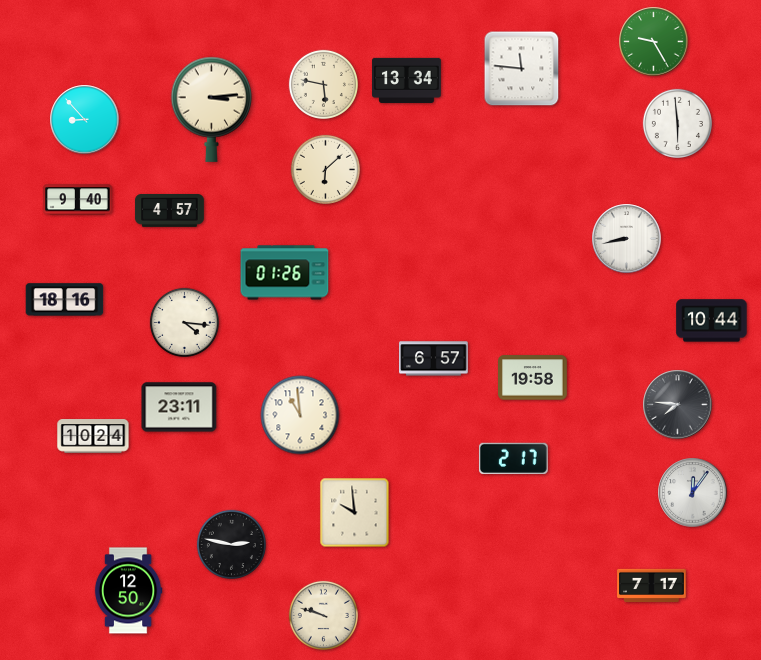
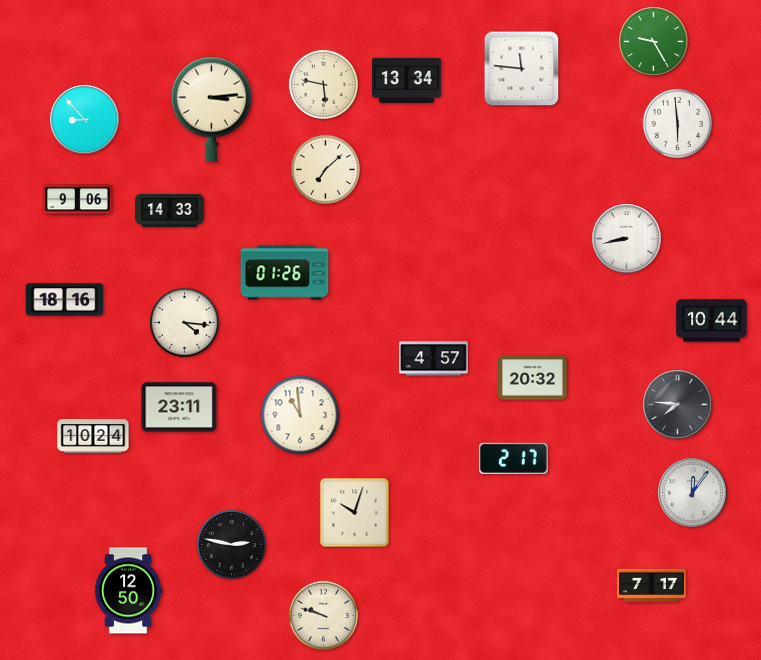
clock at (325, 169): 6:08 -> 7:08
clock at (78, 200): 9:40 -> 9:06
clock at (170, 211): 4:57 -> 14:33
clock at (434, 359): 6:57 -> 4:57
clock at (533, 378): 19:58 -> 20:32
clock at (355, 513): 9:59 -> 10:03
